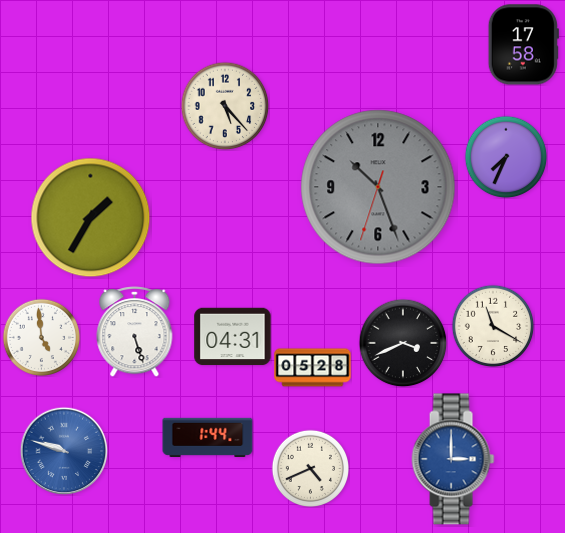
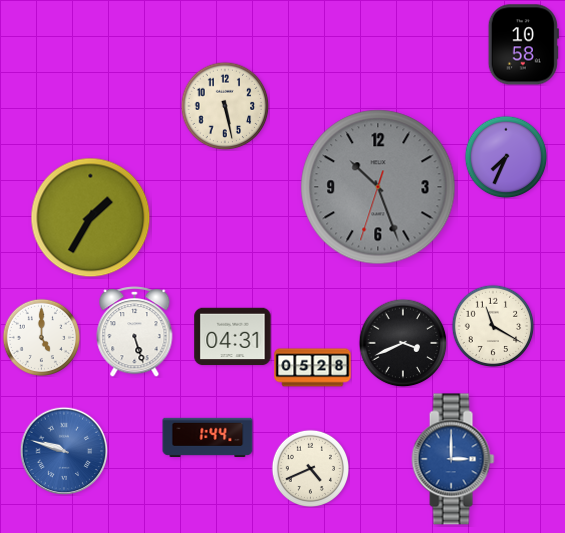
clock at (523, 45): 17:58 -> 10:58
clock at (225, 106): 5:23 -> 5:28
clock at (41, 337): 4:59 -> 5:00
